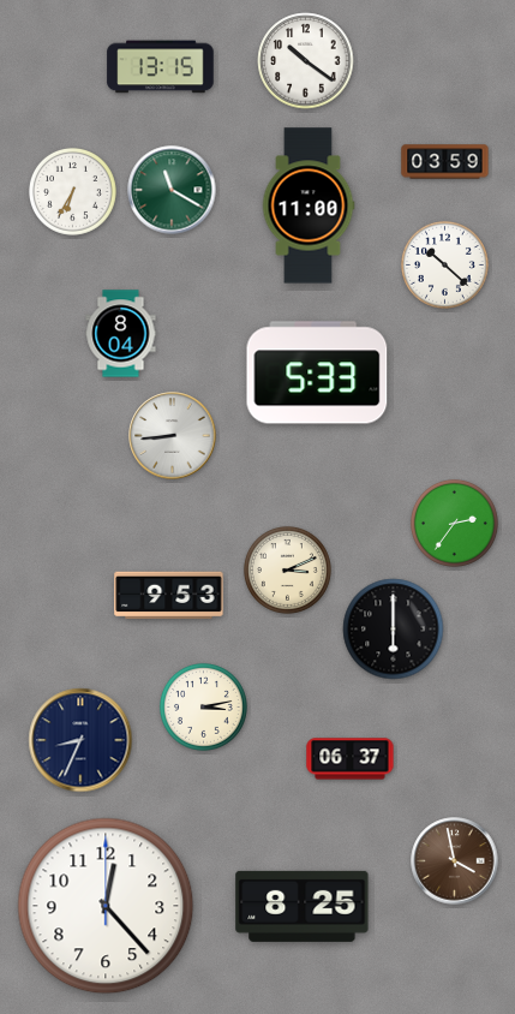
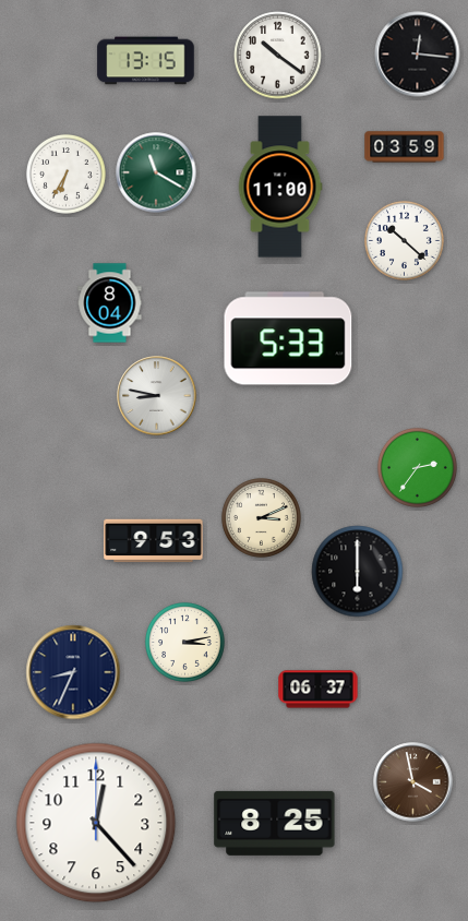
clock at (418, 55): none -> 12:16
clock at (173, 436): 8:44 -> 8:47
clock at (455, 524) position: (455, 524) -> (418, 468)
